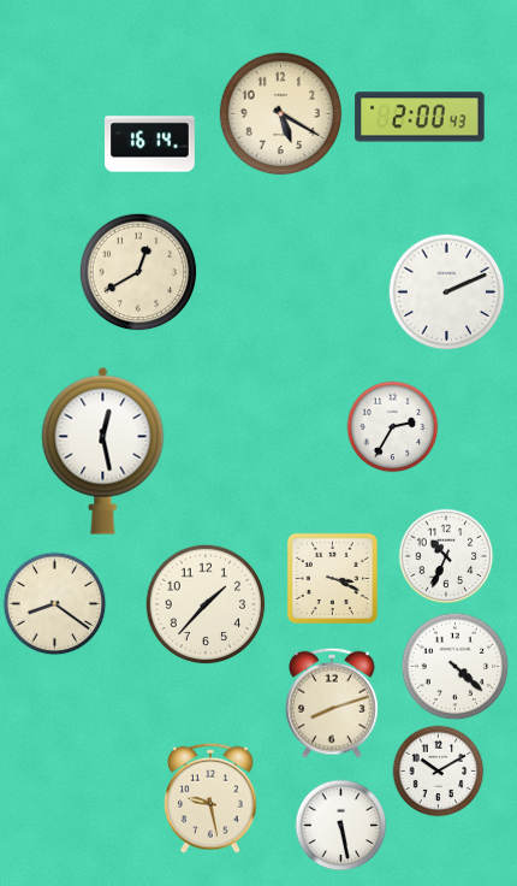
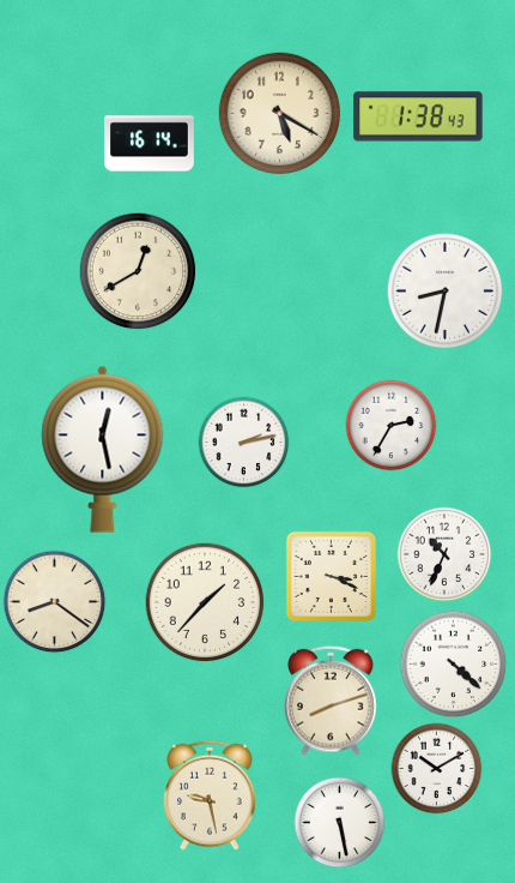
clock at (420, 117): 2:00 -> 1:38
clock at (447, 293): 2:11 -> 8:32
clock at (244, 443): none -> 2:13
